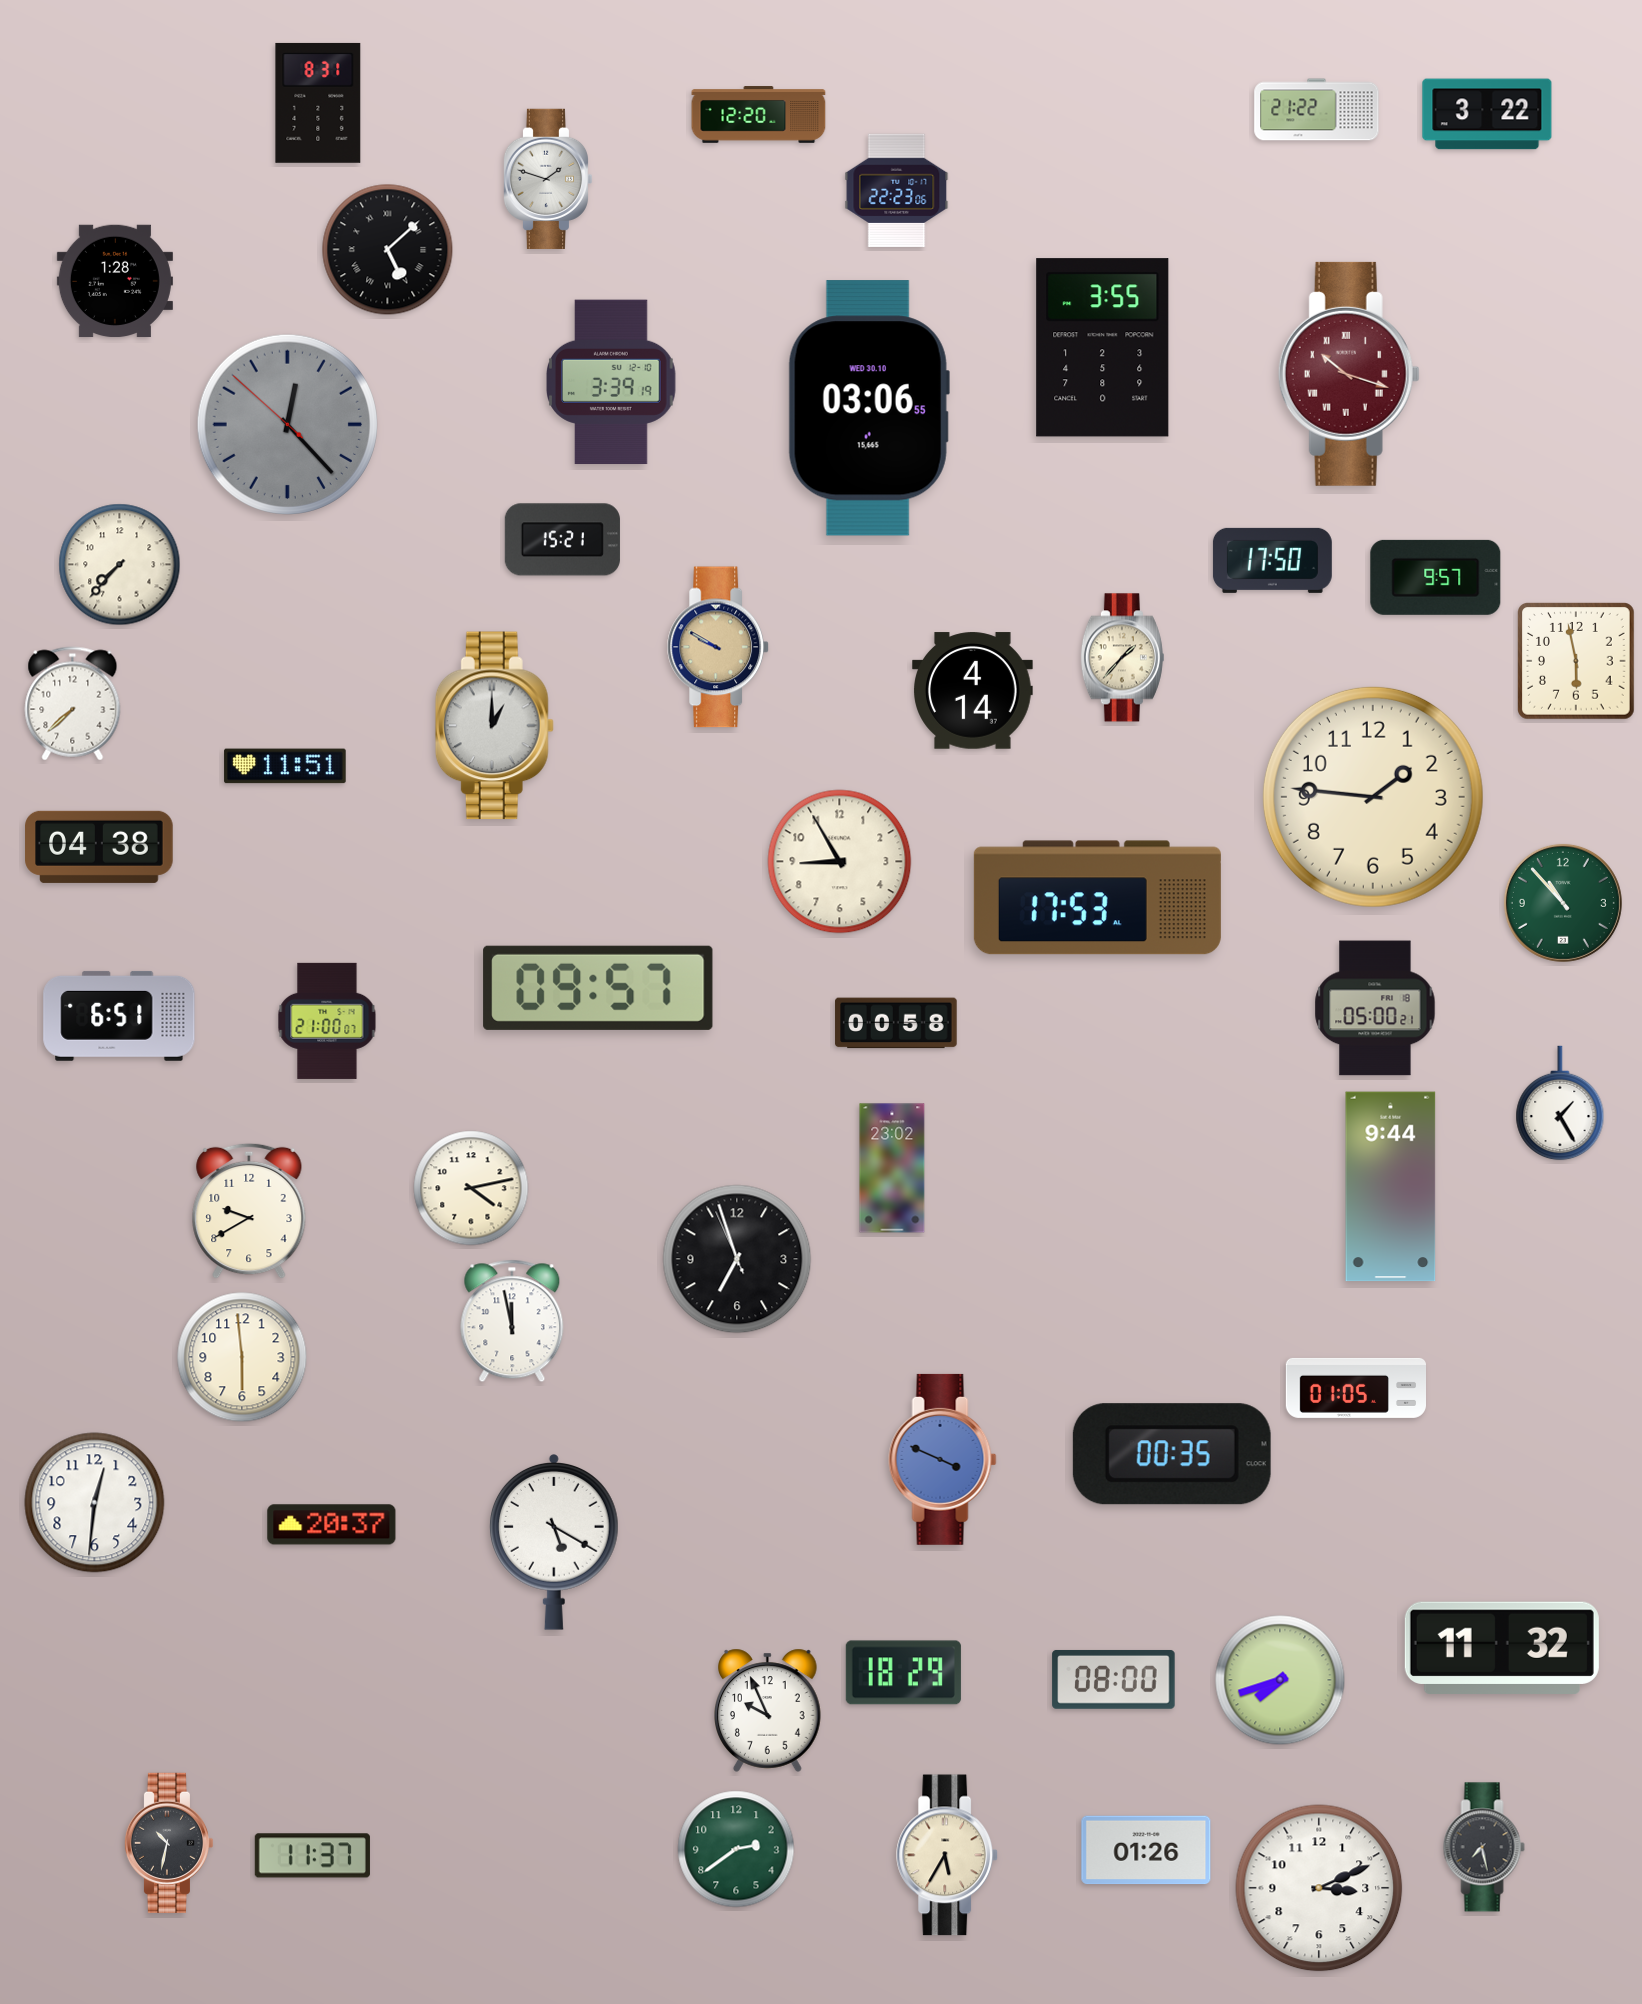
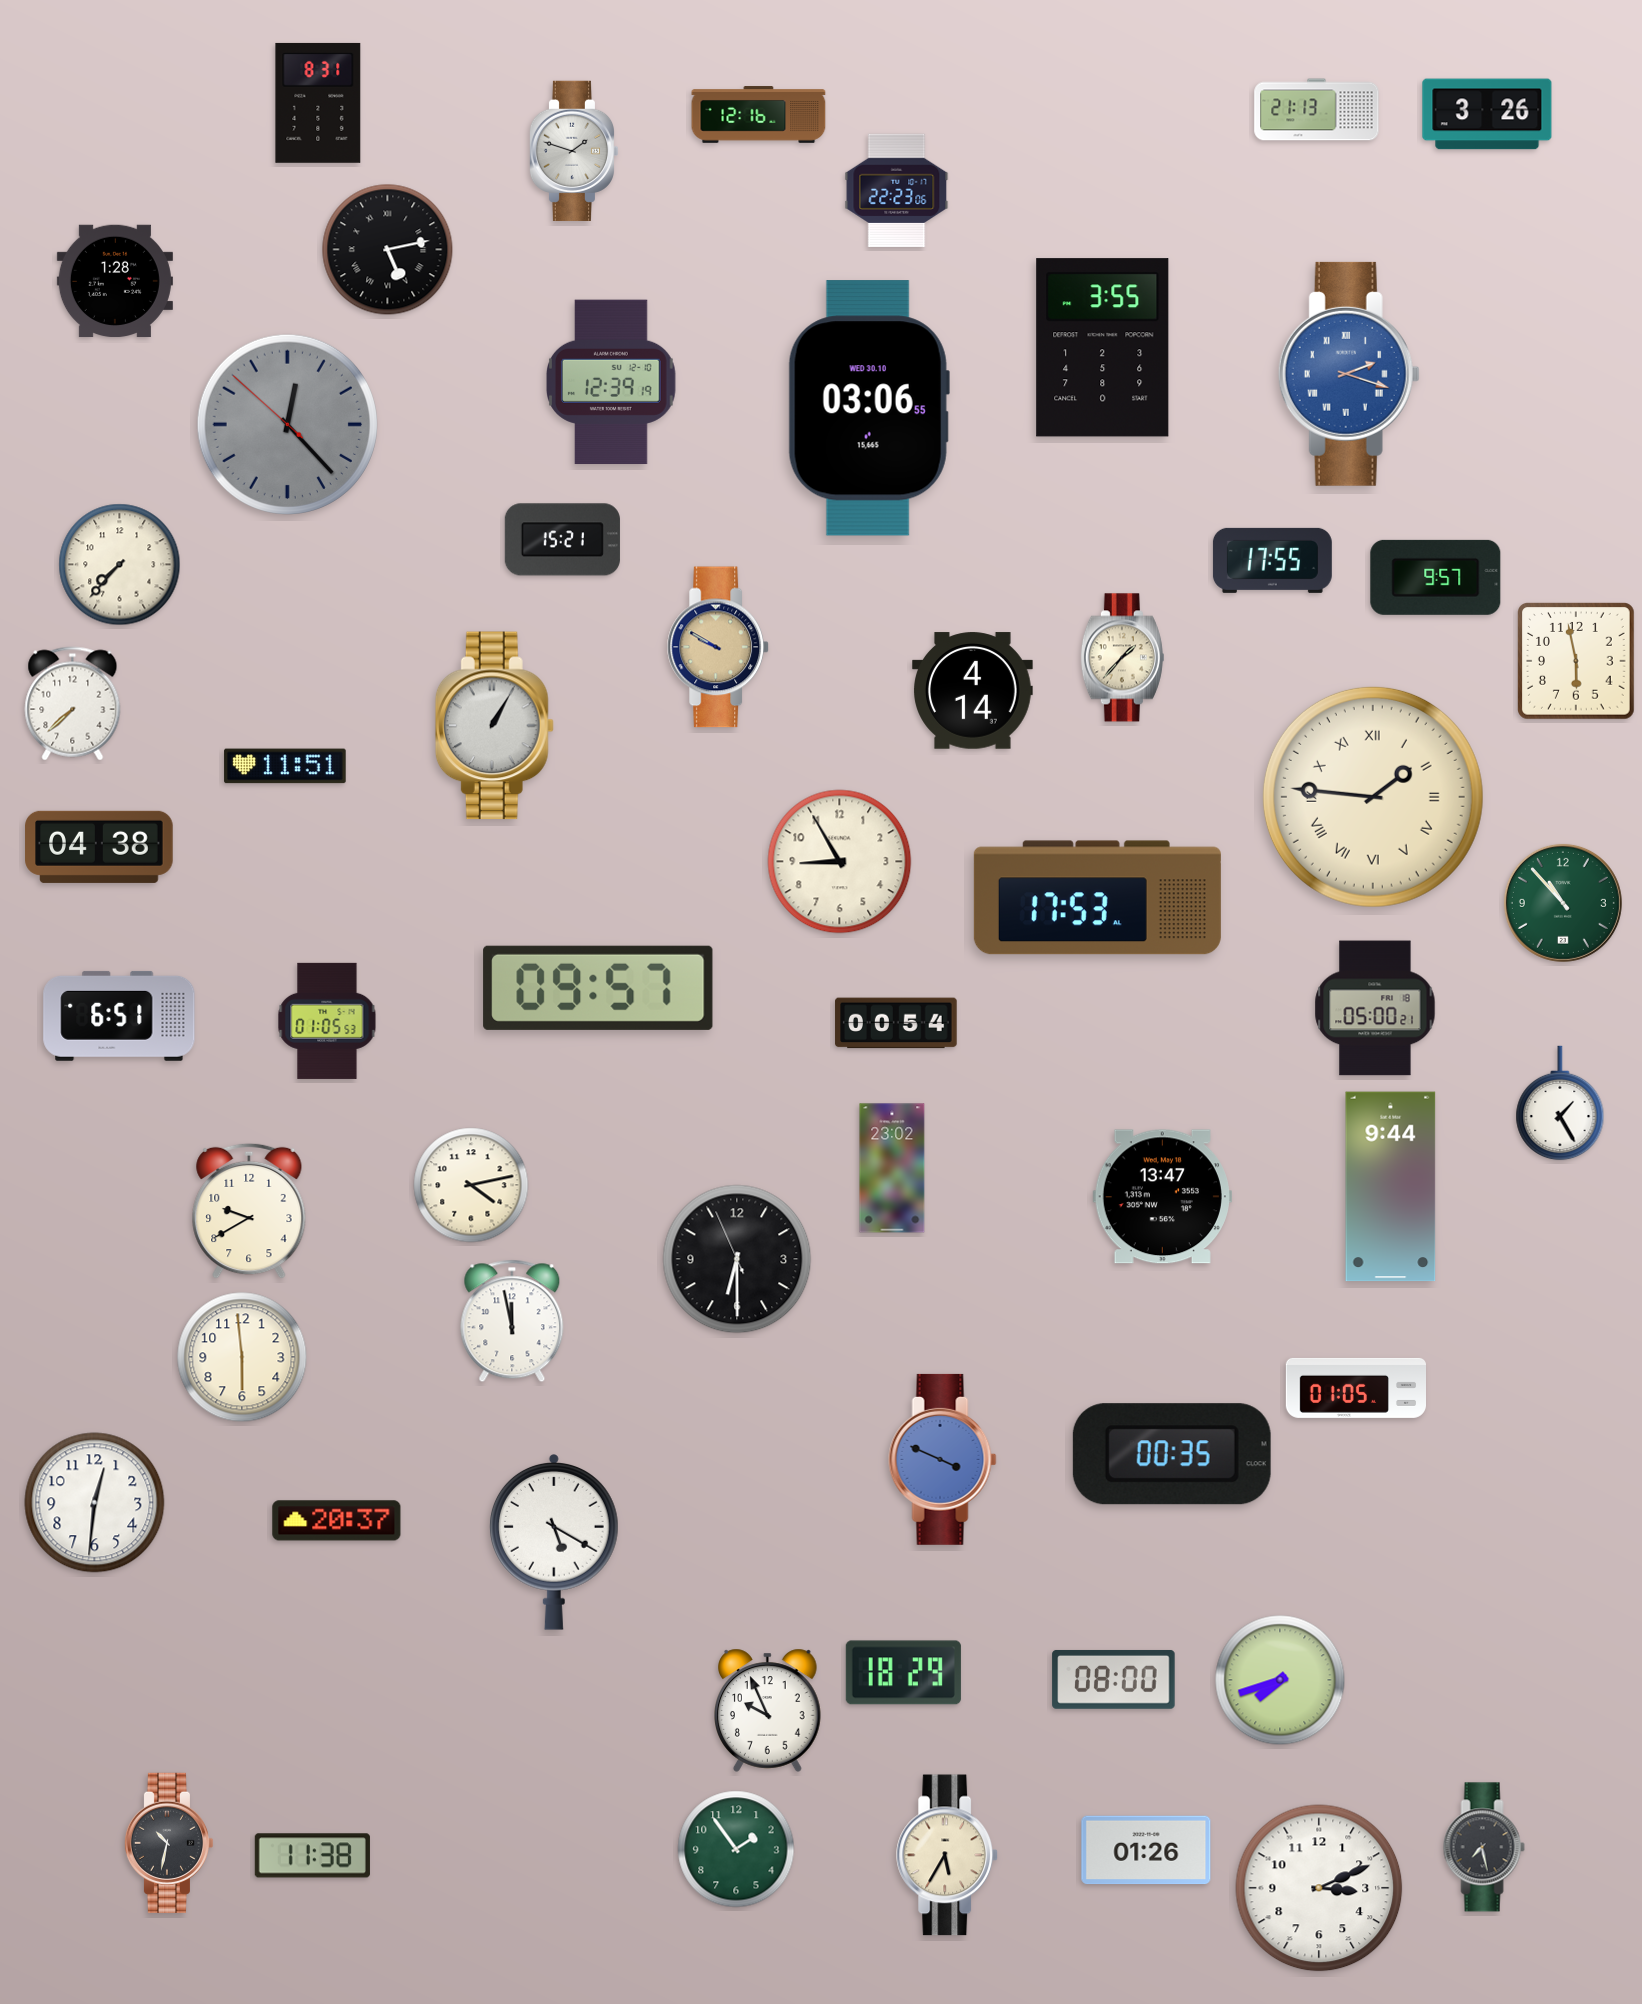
clock at (1317, 110): 21:22 -> 21:13
clock at (1487, 114): 3:22 -> 3:26
clock at (759, 115): 12:20 -> 12:16
clock at (548, 179) position: (548, 179) -> (574, 151)
clock at (388, 250): 5:08 -> 5:13
clock at (1349, 374): 10:18 -> 2:18
clock at (1349, 374) dial: burgundy -> blue
clock at (612, 382): 3:39 -> 12:39
clock at (1272, 560): 17:50 -> 17:55
clock at (494, 726): 1:00 -> 1:05
clock at (1373, 797) numerals: Arabic -> Roman
clock at (327, 1021): 21:00 -> 01:05
clock at (896, 1023): 00:58 -> 00:54
clock at (471, 1188) position: (471, 1188) -> (471, 1185)
clock at (1162, 1197): none -> 13:47
clock at (737, 1259): 6:56 -> 6:29
clock at (332, 1525) position: (332, 1525) -> (337, 1521)
clock at (1502, 1647): 11:32 -> none
clock at (736, 1849): 2:39 -> 1:54
clock at (312, 1856): 11:37 -> 11:38
